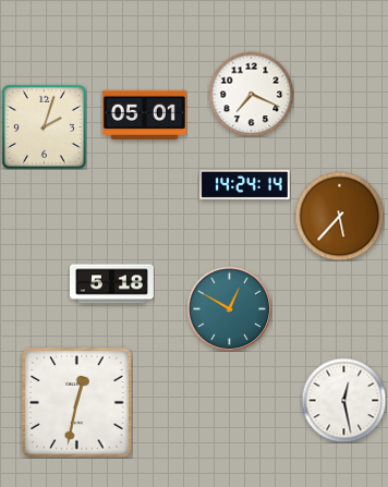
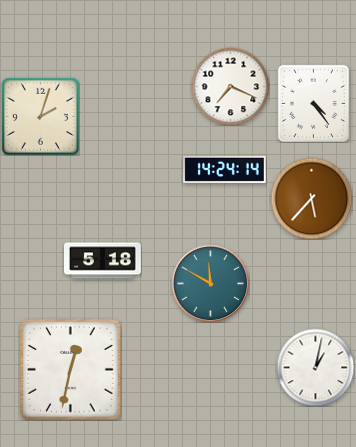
clock at (313, 103): none -> 4:24
clock at (144, 115): 05:01 -> none
clock at (229, 308): 12:50 -> 11:50
clock at (343, 400): 12:28 -> 1:02
